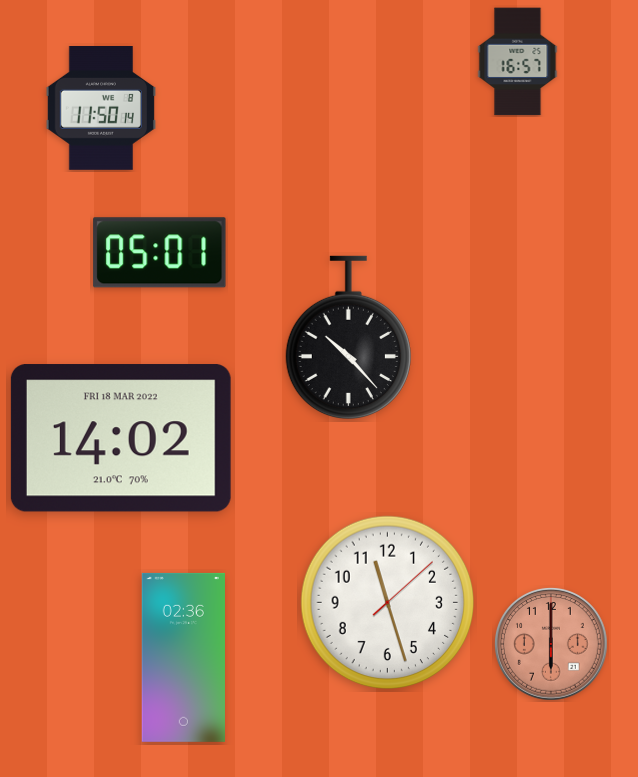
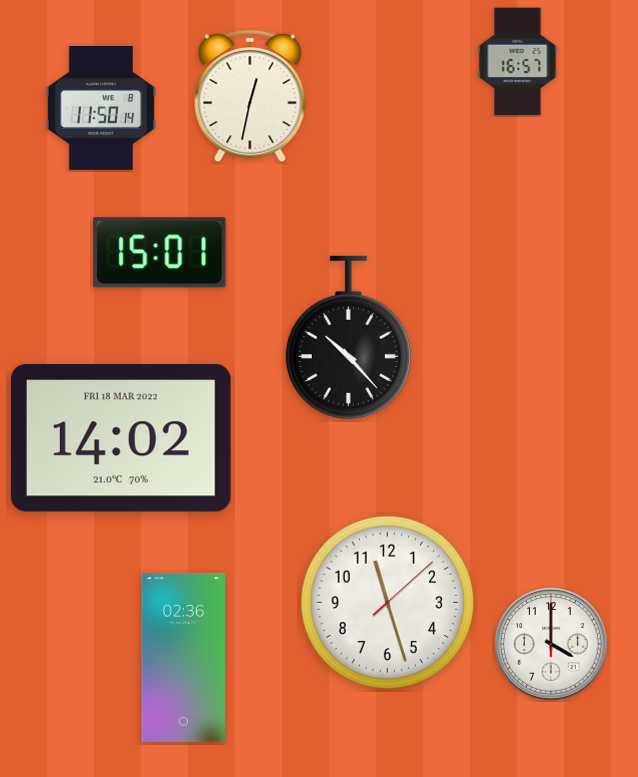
clock at (250, 96): none -> 12:32
clock at (160, 253): 05:01 -> 15:01
clock at (551, 644): 6:00 -> 4:00
clock at (551, 644) dial: salmon -> white
